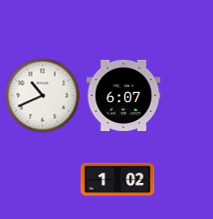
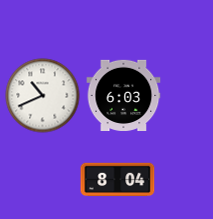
clock at (124, 95): 6:07 -> 6:03
clock at (118, 180): 1:02 -> 8:04
